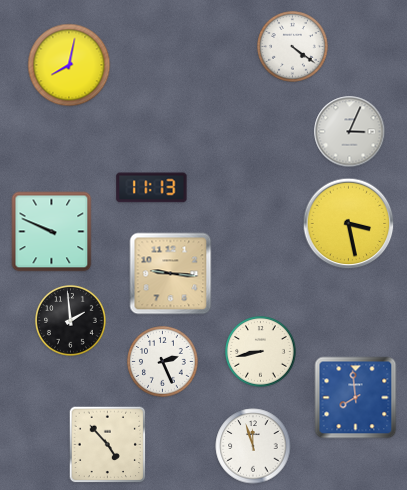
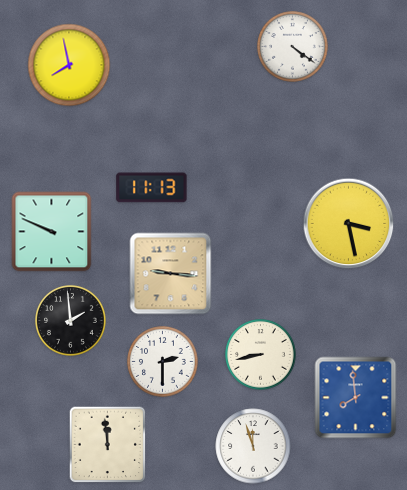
clock at (69, 65): 8:02 -> 7:58
clock at (350, 132): 3:04 -> none
clock at (261, 352) position: (261, 352) -> (261, 355)
clock at (163, 362): 2:26 -> 2:30
clock at (108, 445): 4:53 -> 11:59
